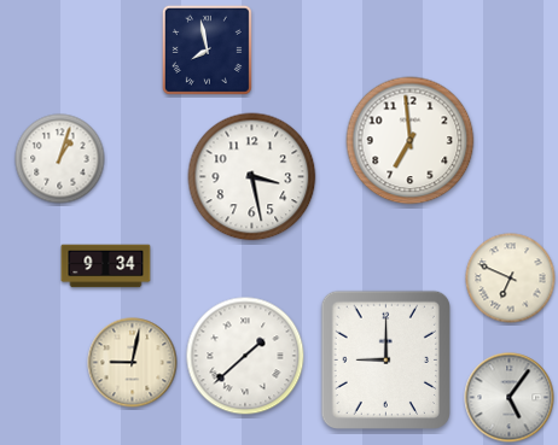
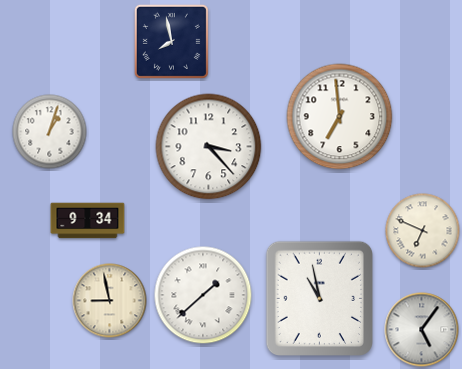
clock at (252, 177): 3:28 -> 3:23
clock at (385, 359): 9:00 -> 10:58
clock at (133, 363): 9:02 -> 8:58
